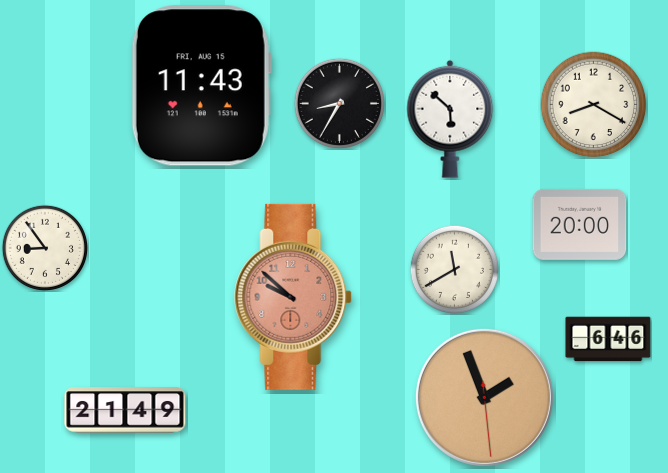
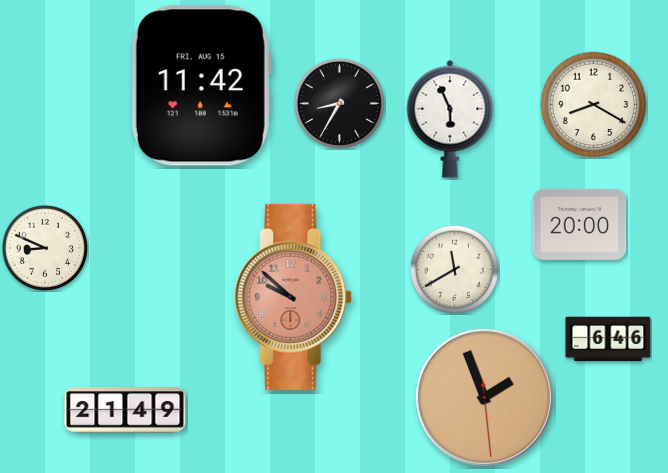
clock at (201, 86): 11:43 -> 11:42
clock at (450, 119): 5:52 -> 5:56
clock at (45, 248): 8:54 -> 8:49
